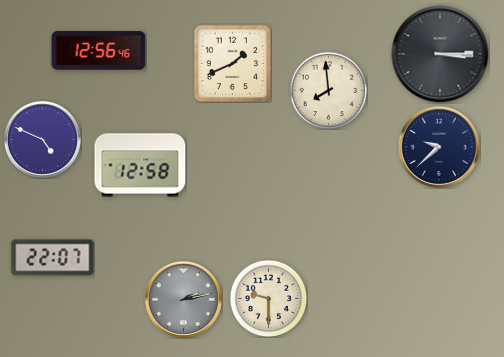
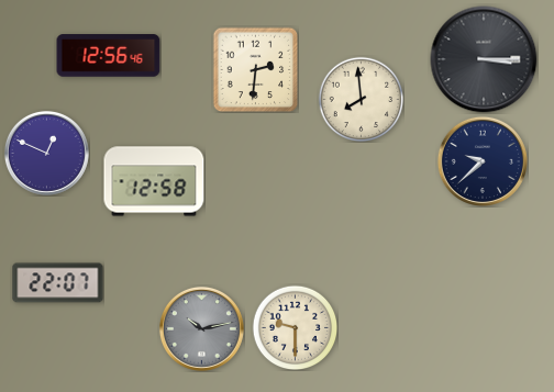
clock at (232, 63): 1:41 -> 2:31
clock at (42, 139): 4:49 -> 12:49
clock at (183, 299): 2:13 -> 10:13
